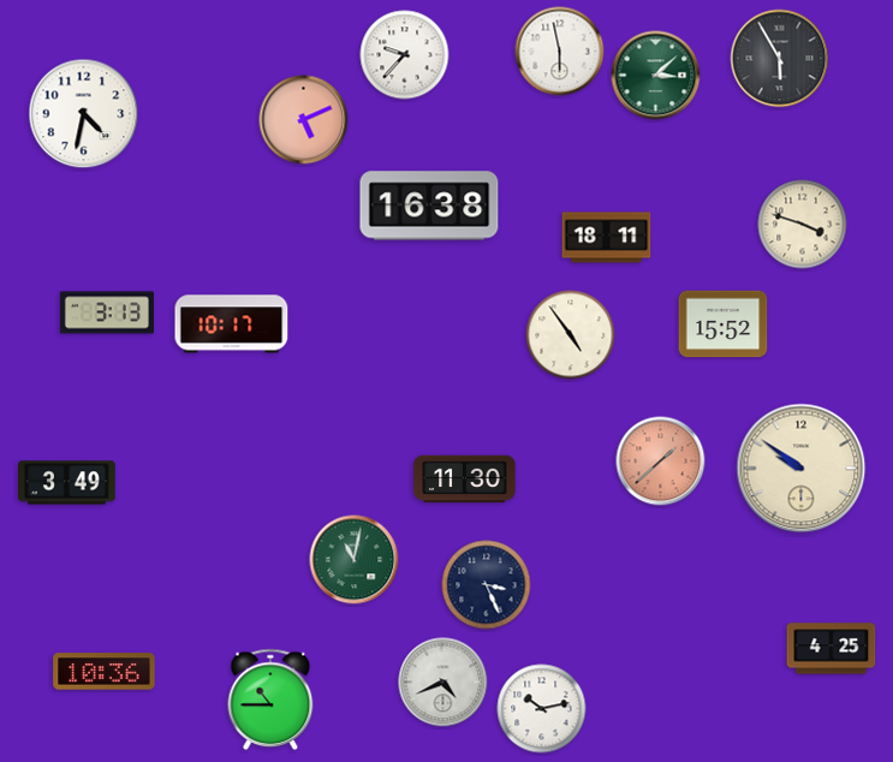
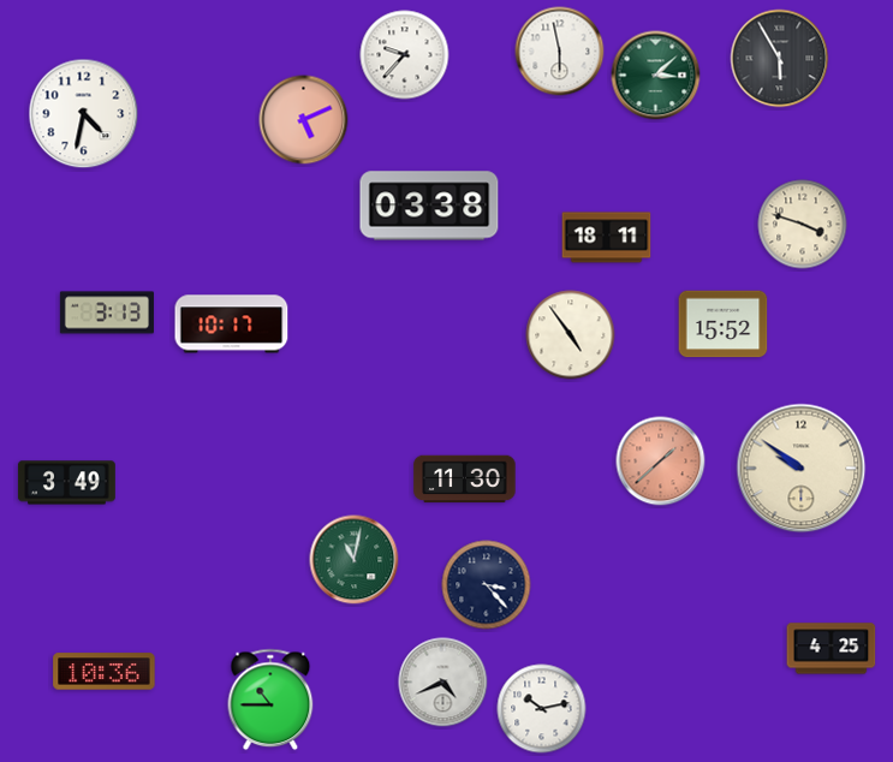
clock at (429, 206): 16:38 -> 03:38
clock at (487, 585): 3:26 -> 3:23
